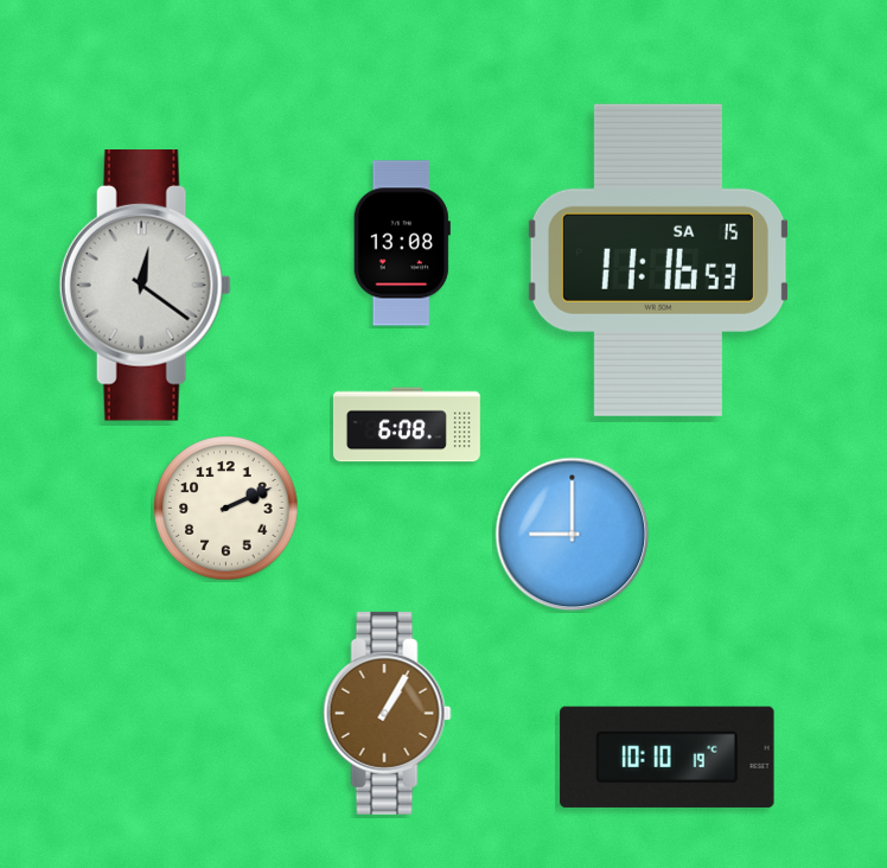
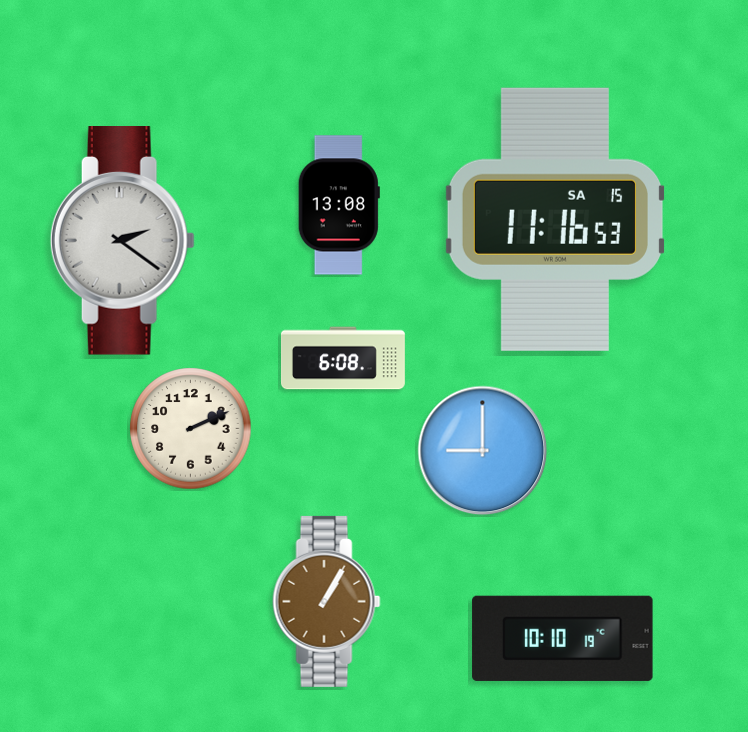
clock at (145, 286): 12:21 -> 2:21
